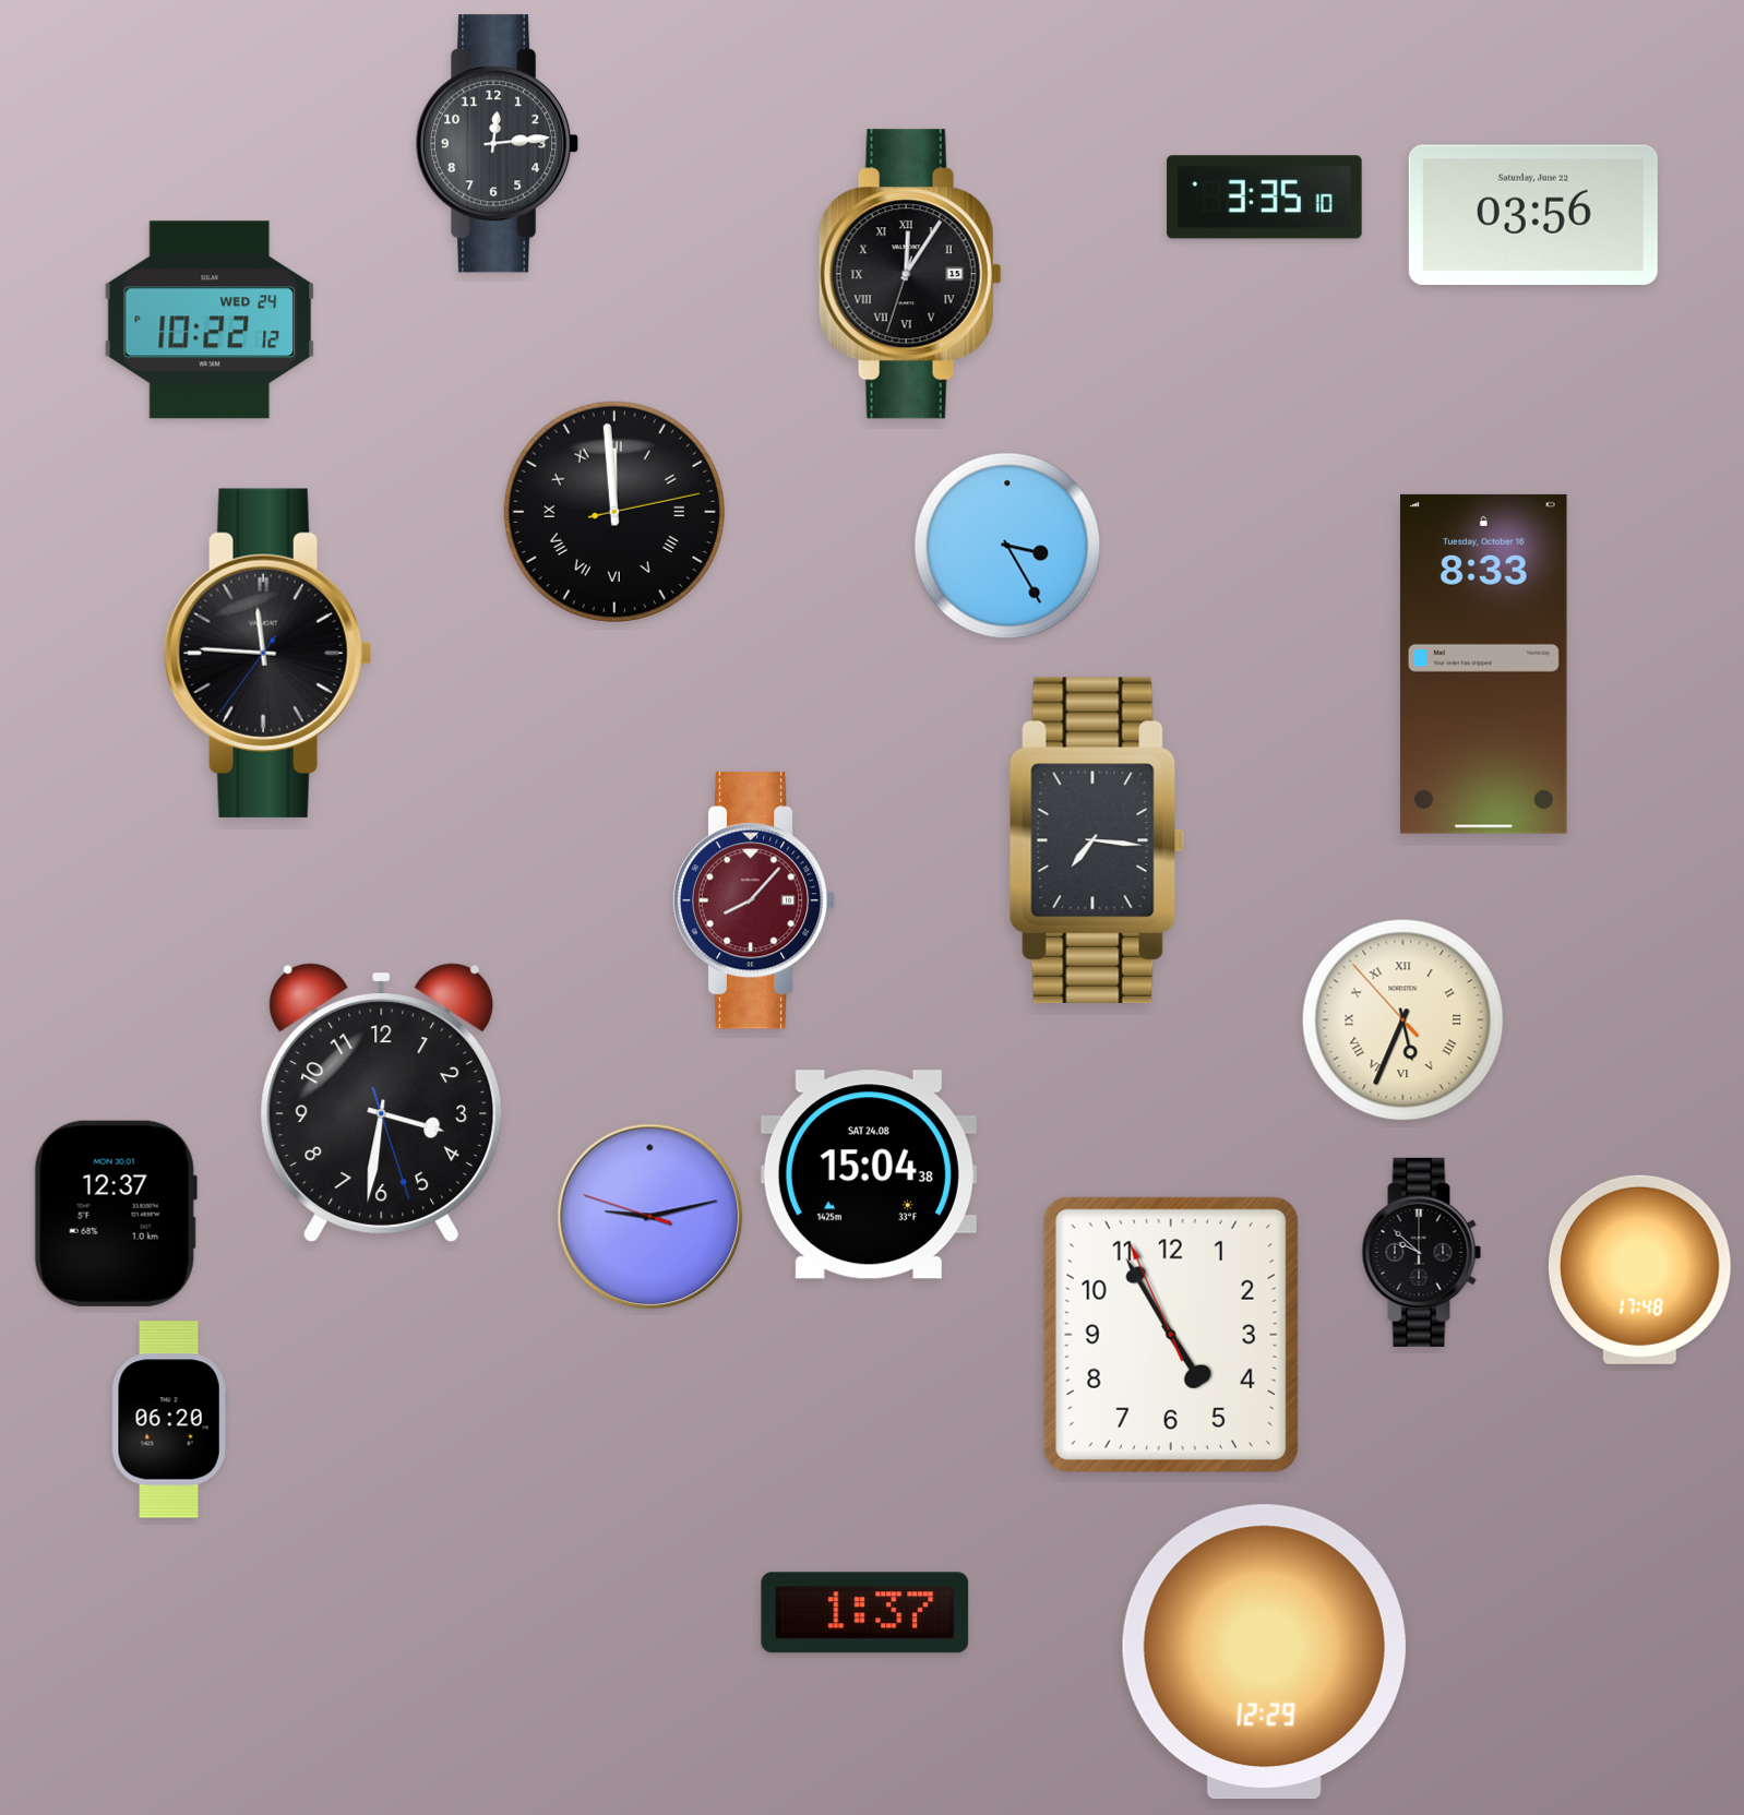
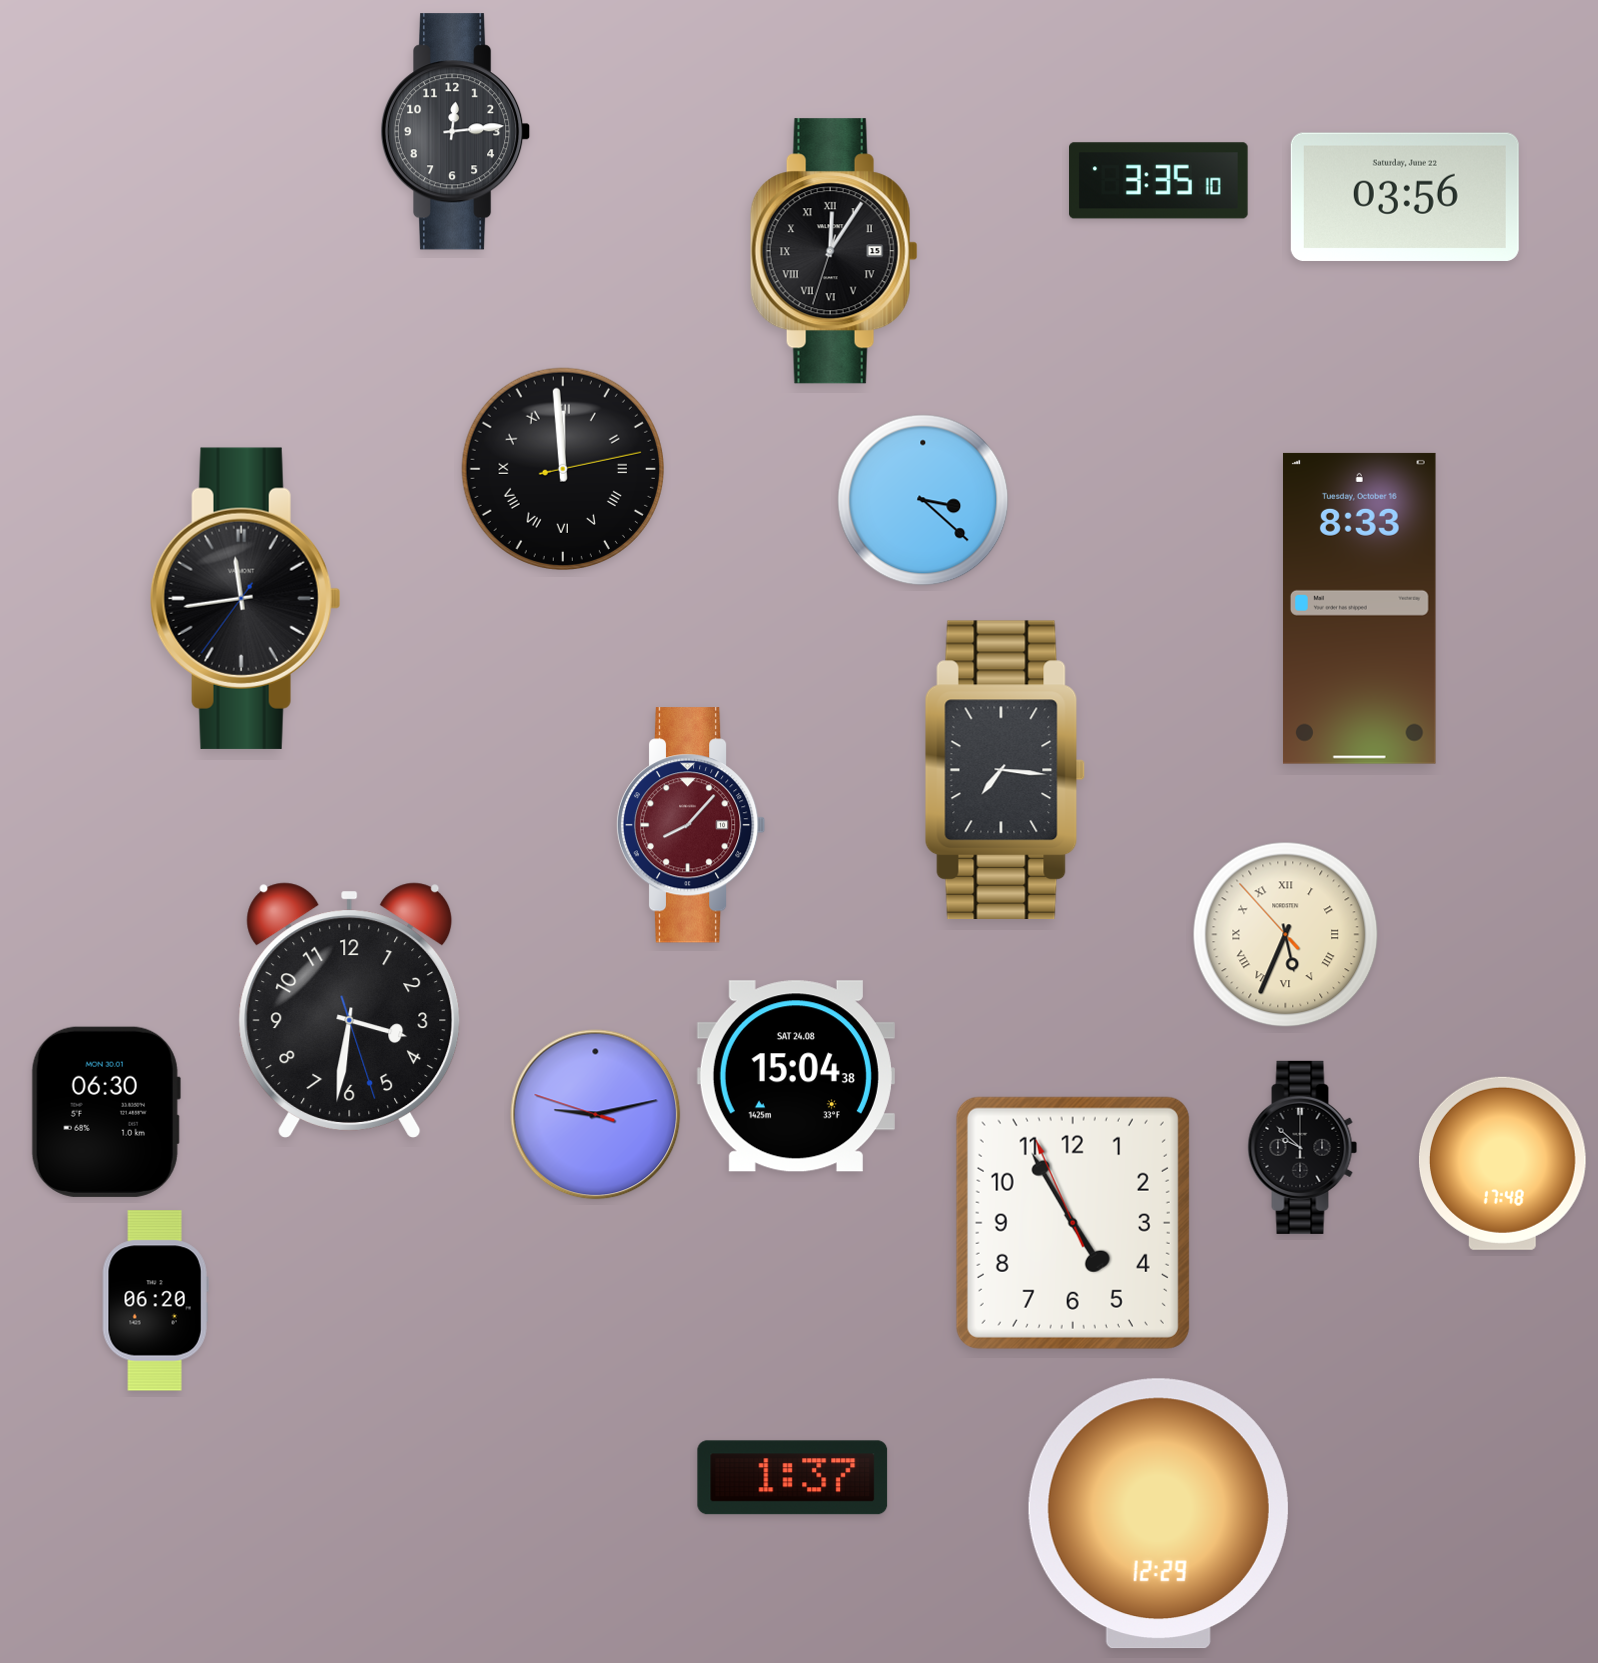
clock at (210, 320): 10:22 -> none
clock at (1007, 546): 3:25 -> 3:22
clock at (267, 653): 11:45 -> 11:43
clock at (116, 1214): 12:37 -> 06:30
